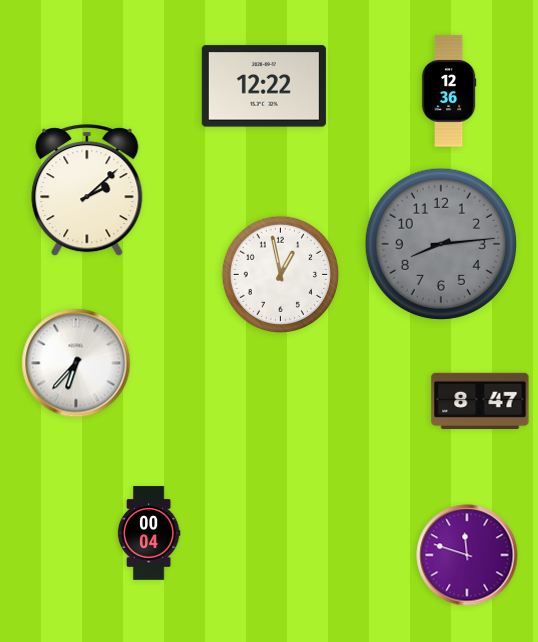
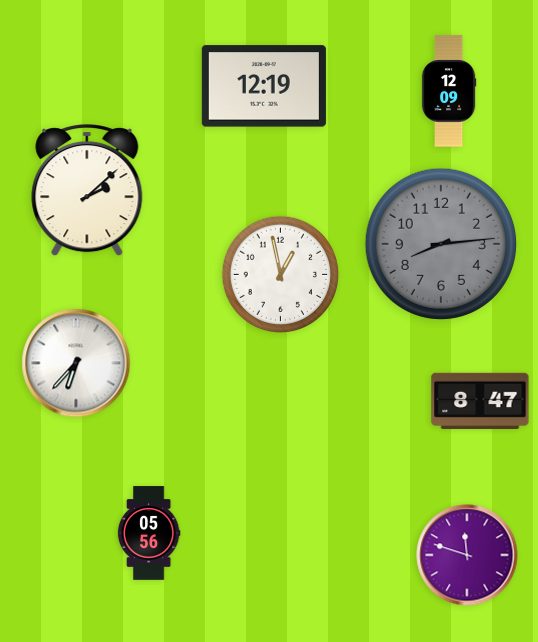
clock at (264, 86): 12:22 -> 12:19
clock at (449, 91): 12:36 -> 12:09
clock at (149, 533): 00:04 -> 05:56
